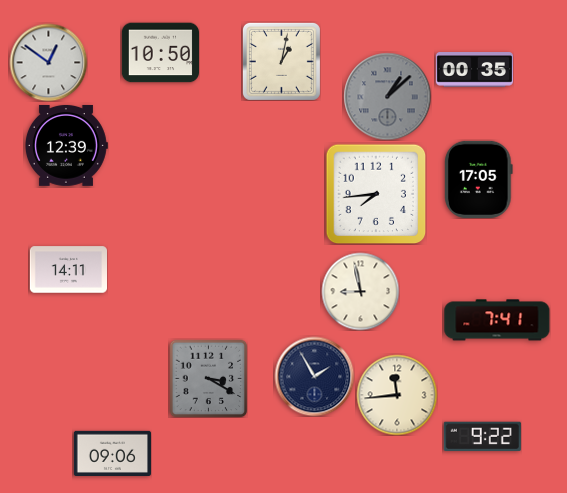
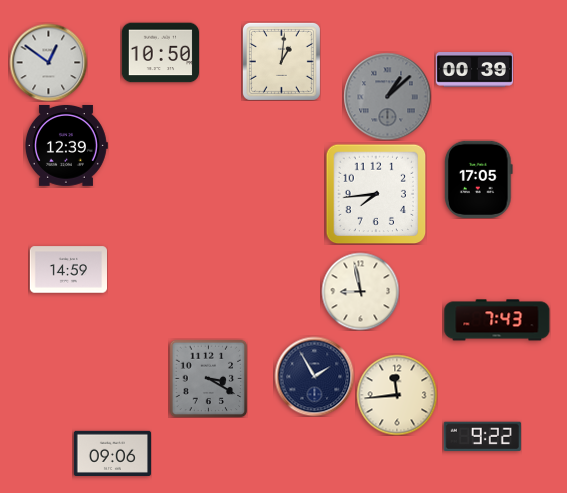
clock at (281, 61): 1:02 -> 1:01
clock at (474, 70): 00:35 -> 00:39
clock at (68, 270): 14:11 -> 14:59
clock at (497, 320): 7:41 -> 7:43
